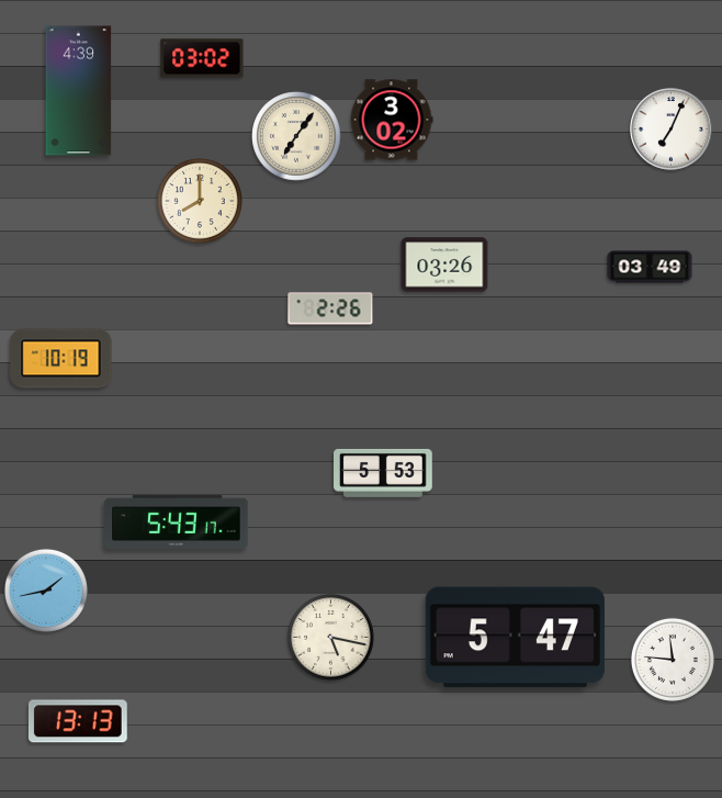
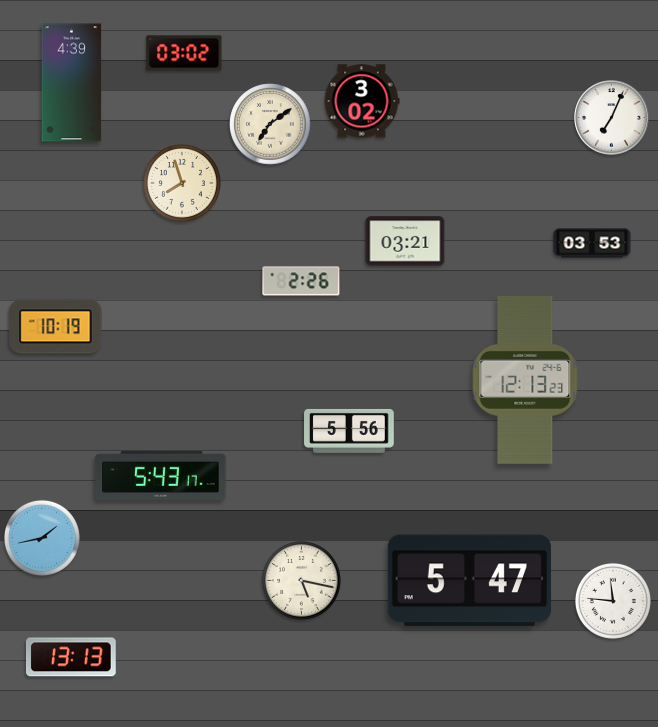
clock at (392, 120) position: (392, 120) -> (362, 101)
clock at (296, 136): 7:06 -> 7:09
clock at (200, 201): 8:00 -> 7:57
clock at (444, 265): 03:26 -> 03:21
clock at (650, 267): 03:49 -> 03:53
clock at (525, 380): none -> 12:13
clock at (383, 473): 5:53 -> 5:56
